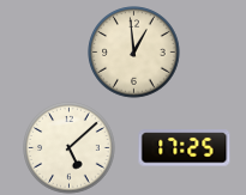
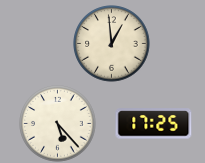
clock at (70, 148): 5:08 -> 5:23
